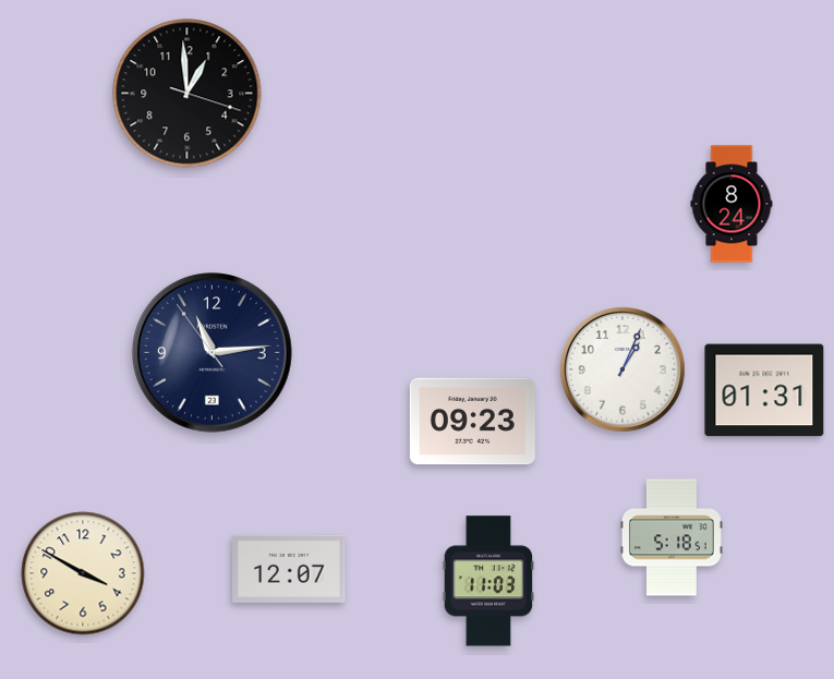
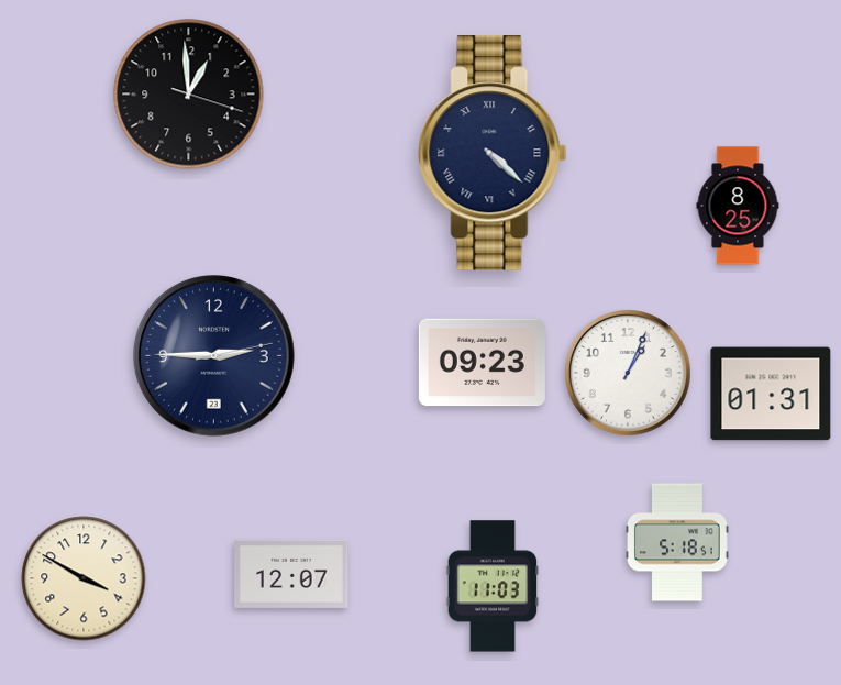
clock at (493, 153): none -> 4:22
clock at (732, 204): 8:24 -> 8:25
clock at (211, 352): 11:13 -> 2:45
clock at (472, 422) position: (472, 422) -> (482, 363)
